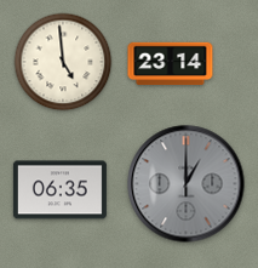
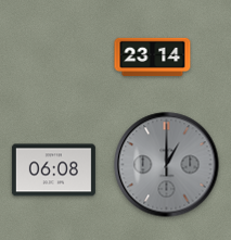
clock at (63, 62): 4:59 -> none
clock at (59, 190): 06:35 -> 06:08
